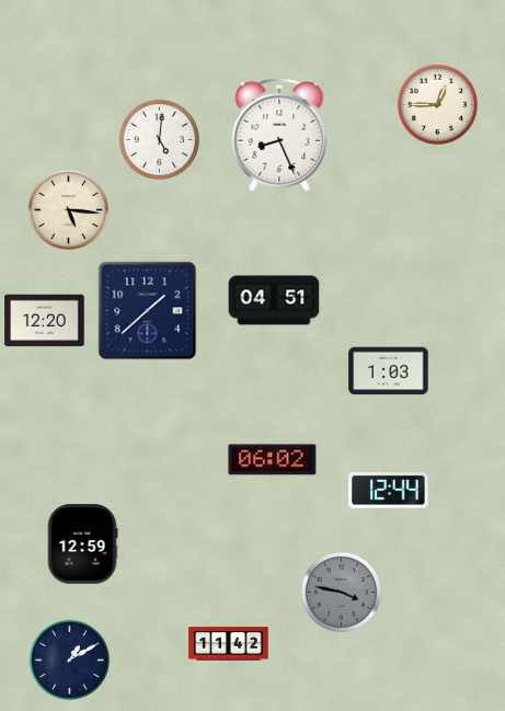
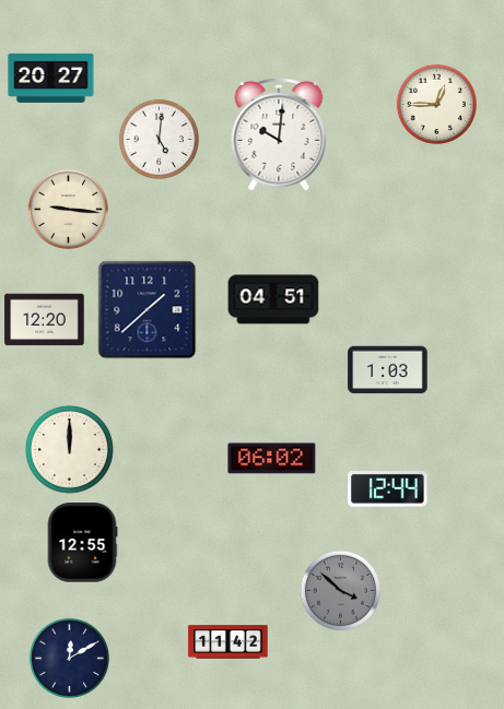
clock at (51, 78): none -> 20:27
clock at (279, 135): 8:26 -> 10:01
clock at (68, 209): 5:16 -> 9:16
clock at (69, 449): none -> 12:00
clock at (82, 544): 12:59 -> 12:55
clock at (341, 592): 3:47 -> 3:52
clock at (69, 660): 1:10 -> 12:10
